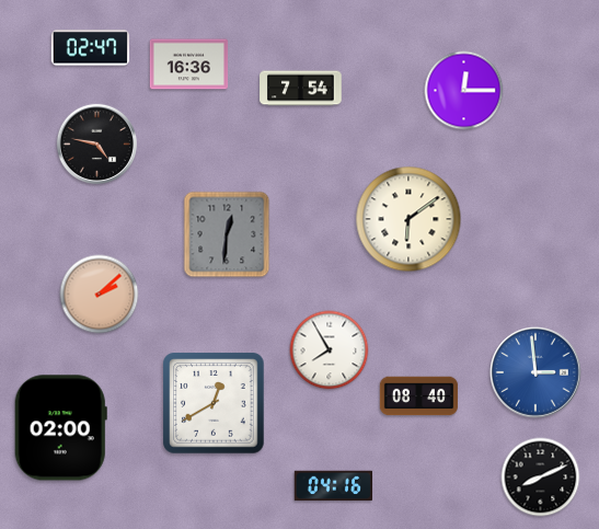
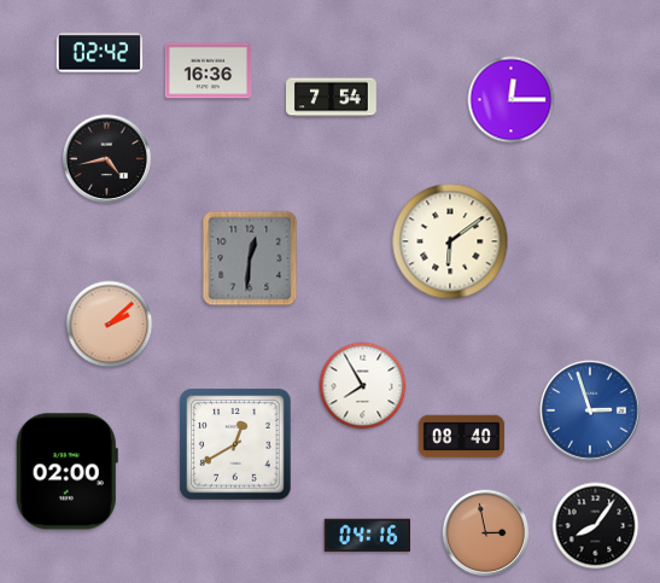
clock at (91, 48): 02:47 -> 02:42
clock at (96, 143): 4:47 -> 4:43
clock at (537, 373): 2:59 -> 2:57
clock at (541, 478): 8:11 -> 8:06
clock at (486, 534): none -> 2:58
